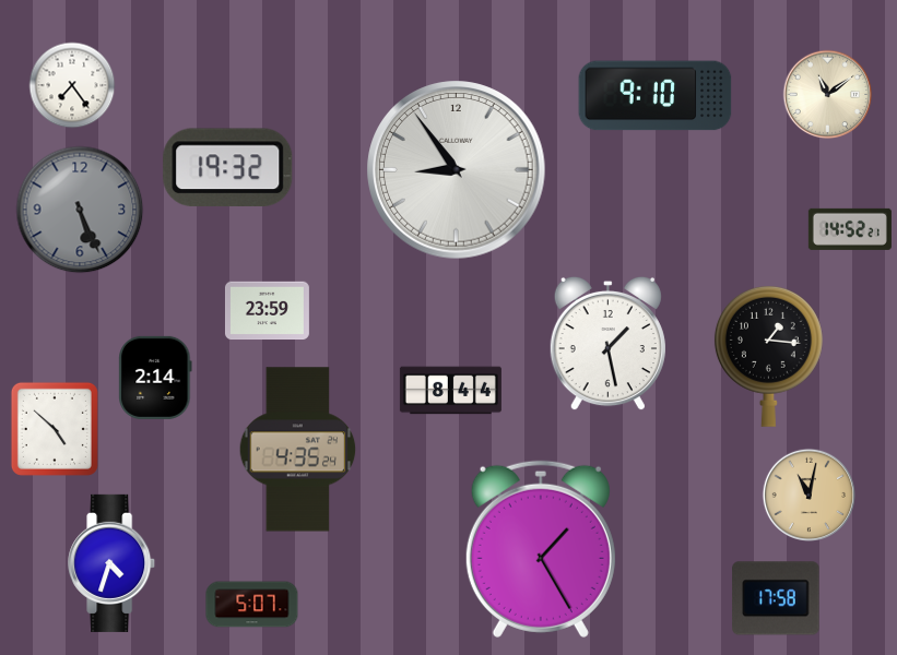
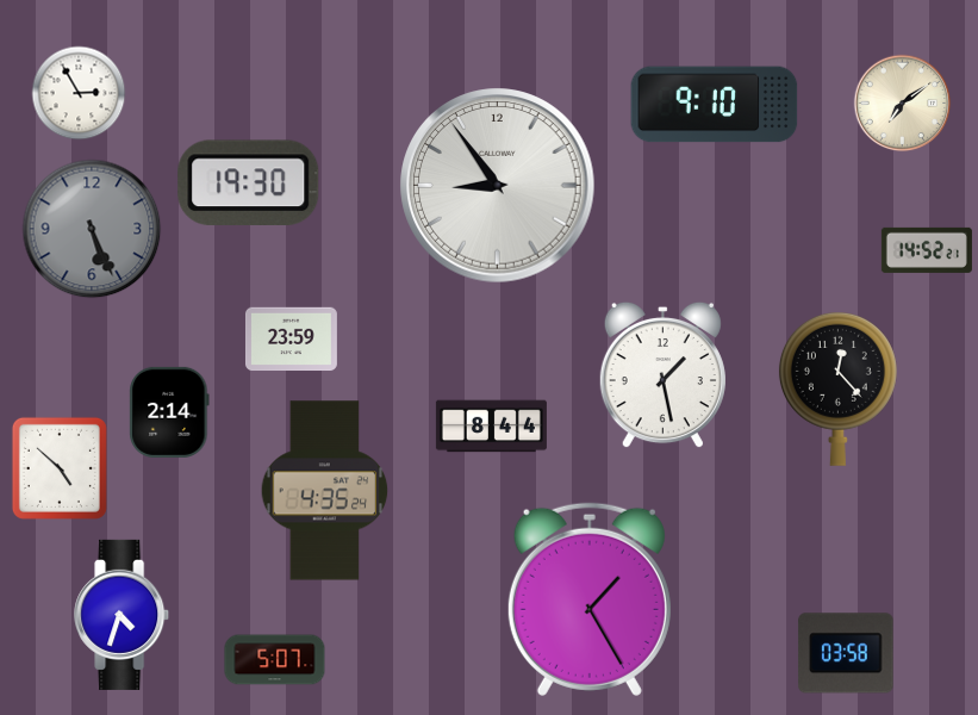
clock at (72, 85): 7:24 -> 2:55
clock at (828, 95): 11:09 -> 7:09
clock at (228, 167): 19:32 -> 19:30
clock at (80, 210) position: (80, 210) -> (92, 229)
clock at (768, 356): 1:16 -> 12:23
clock at (809, 495): 11:02 -> none
clock at (776, 598): 17:58 -> 03:58
